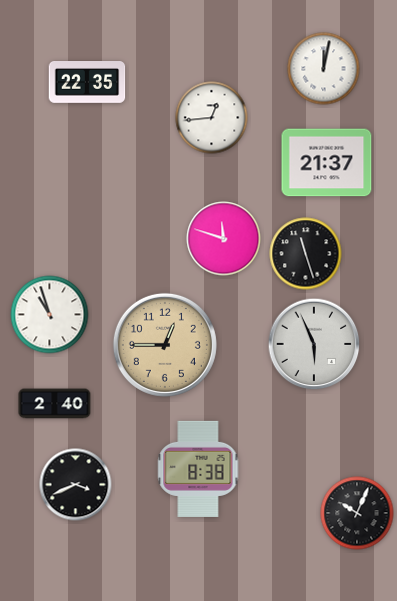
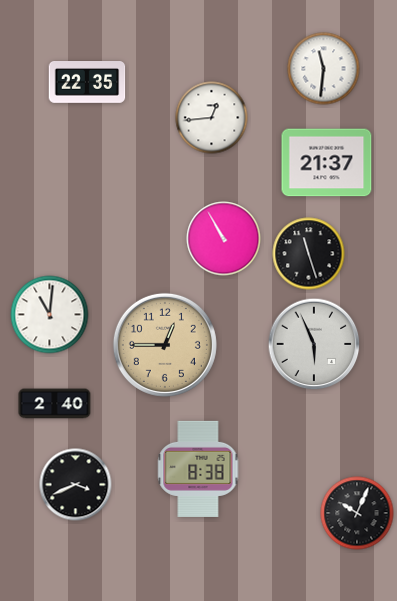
clock at (324, 69): 12:02 -> 11:31
clock at (224, 239): 11:48 -> 10:55
clock at (306, 254) position: (306, 254) -> (309, 254)
clock at (50, 315): 10:57 -> 11:01
